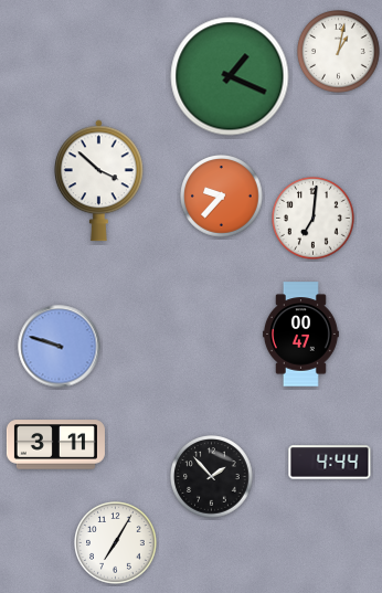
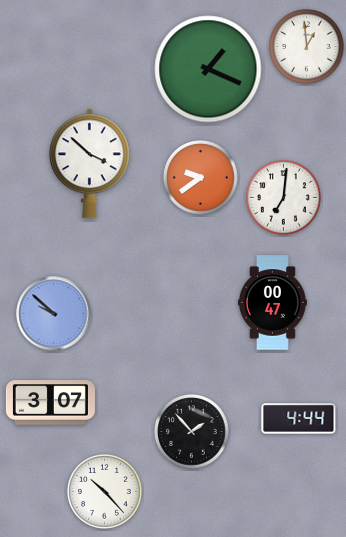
clock at (339, 52): 1:02 -> 12:59
clock at (222, 197): 9:37 -> 9:39
clock at (60, 347): 9:48 -> 9:52
clock at (55, 445): 3:11 -> 3:07
clock at (116, 543): 7:05 -> 10:23
